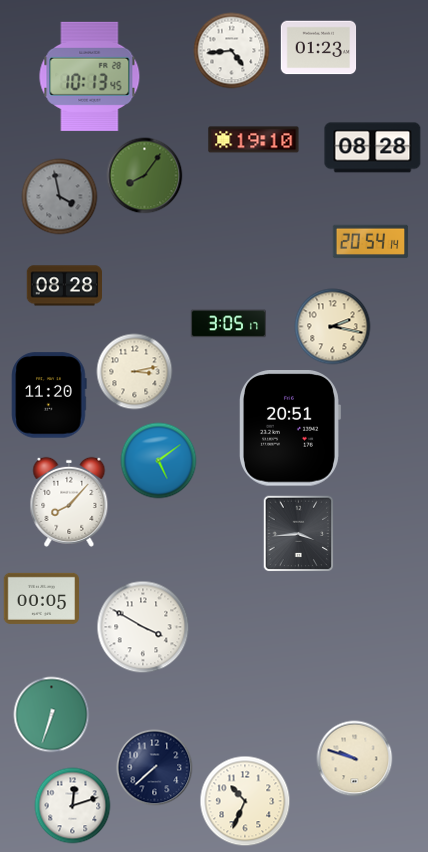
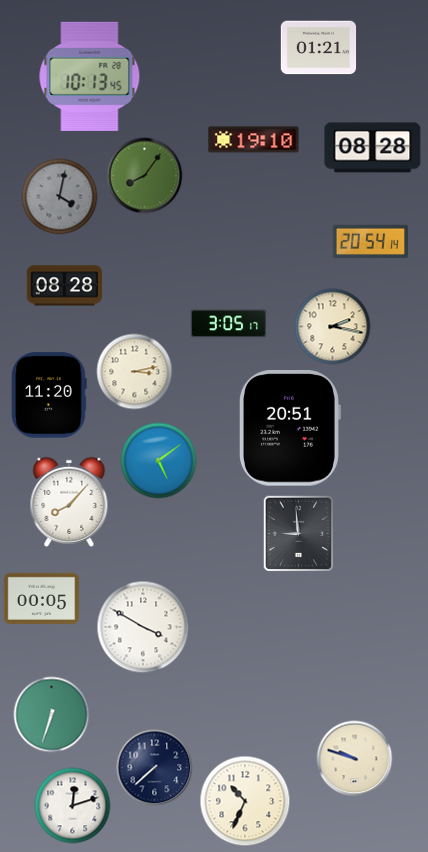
clock at (319, 48): 01:23 -> 01:21
clock at (232, 51): 4:44 -> none
clock at (60, 197): 3:58 -> 4:02
clock at (299, 534): 3:44 -> 8:59
